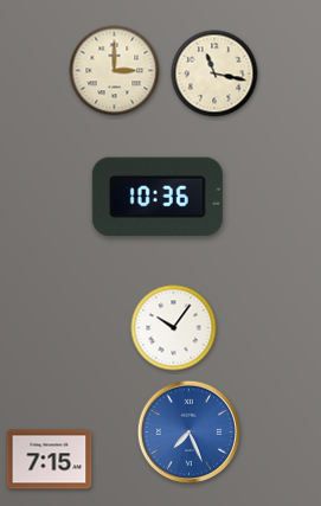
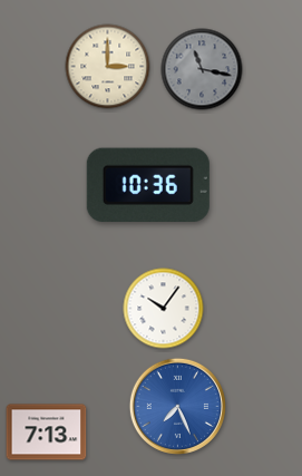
clock at (214, 73) dial: cream -> grey
clock at (50, 460): 7:15 -> 7:13
